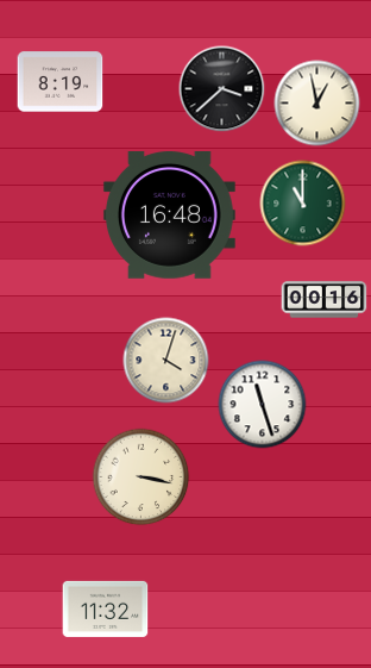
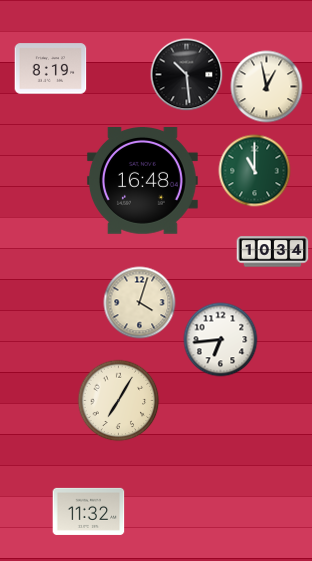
clock at (222, 89): 3:38 -> 10:29
clock at (325, 300): 00:16 -> 10:34
clock at (263, 405): 11:27 -> 6:44
clock at (142, 477): 3:17 -> 7:05
